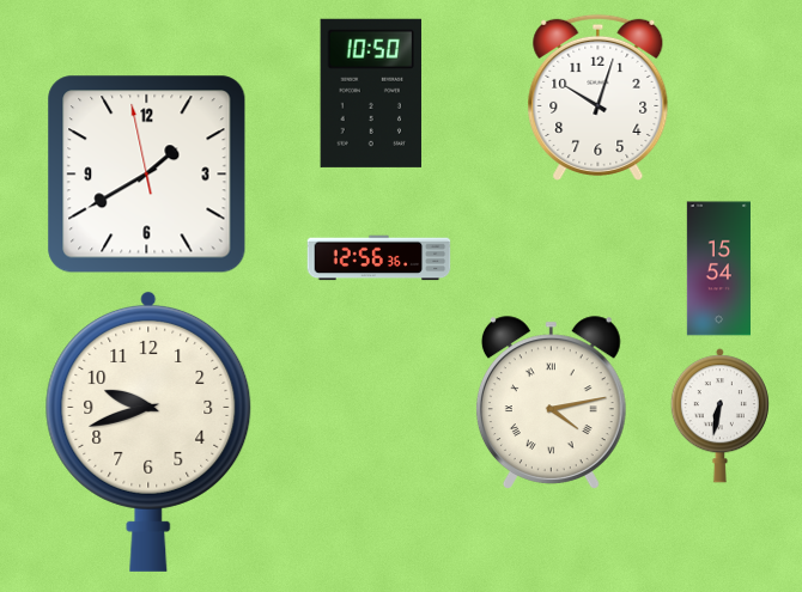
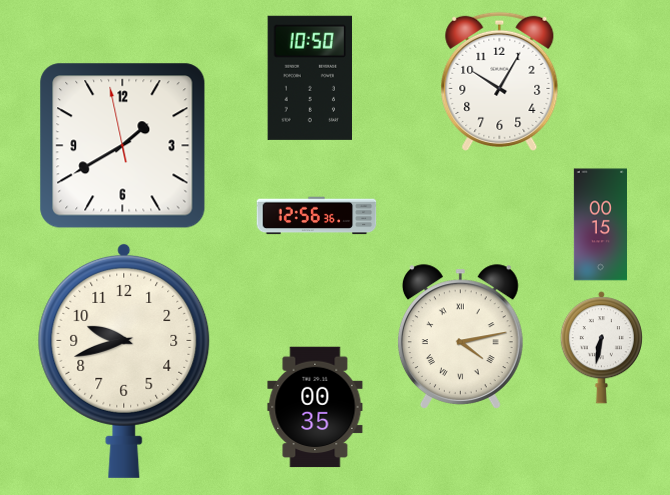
clock at (599, 97): 10:03 -> 10:05
clock at (718, 269): 15:54 -> 00:15
clock at (315, 407): none -> 00:35
